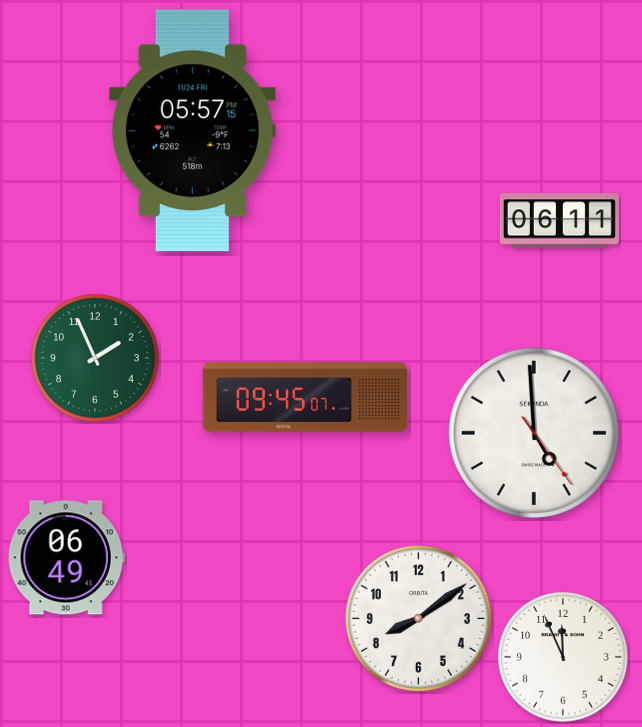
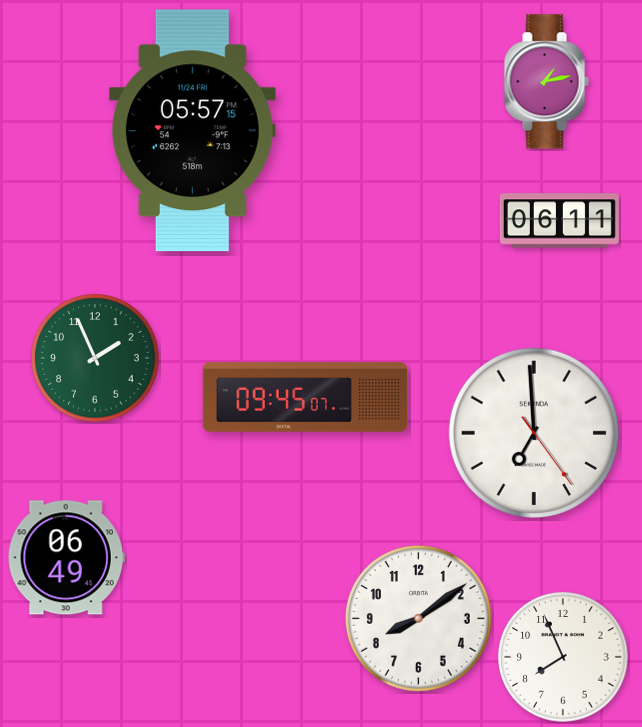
clock at (546, 82): none -> 1:13
clock at (534, 433): 4:59 -> 6:59
clock at (563, 657): 11:56 -> 7:56
